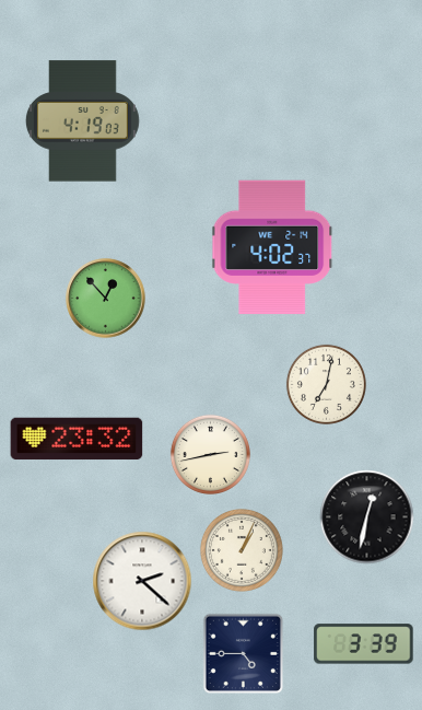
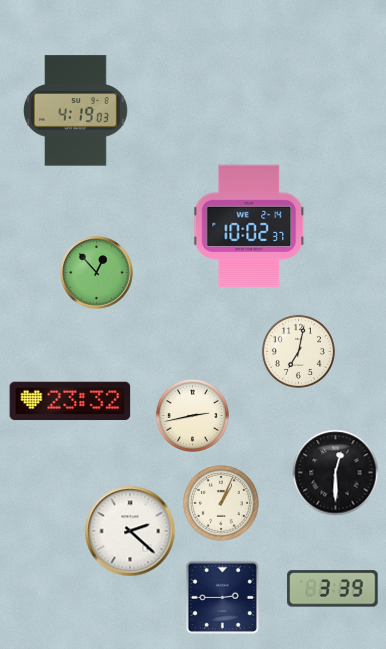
clock at (273, 247): 4:02 -> 10:02
clock at (367, 517): 12:32 -> 12:30
clock at (243, 653): 4:45 -> 2:45
